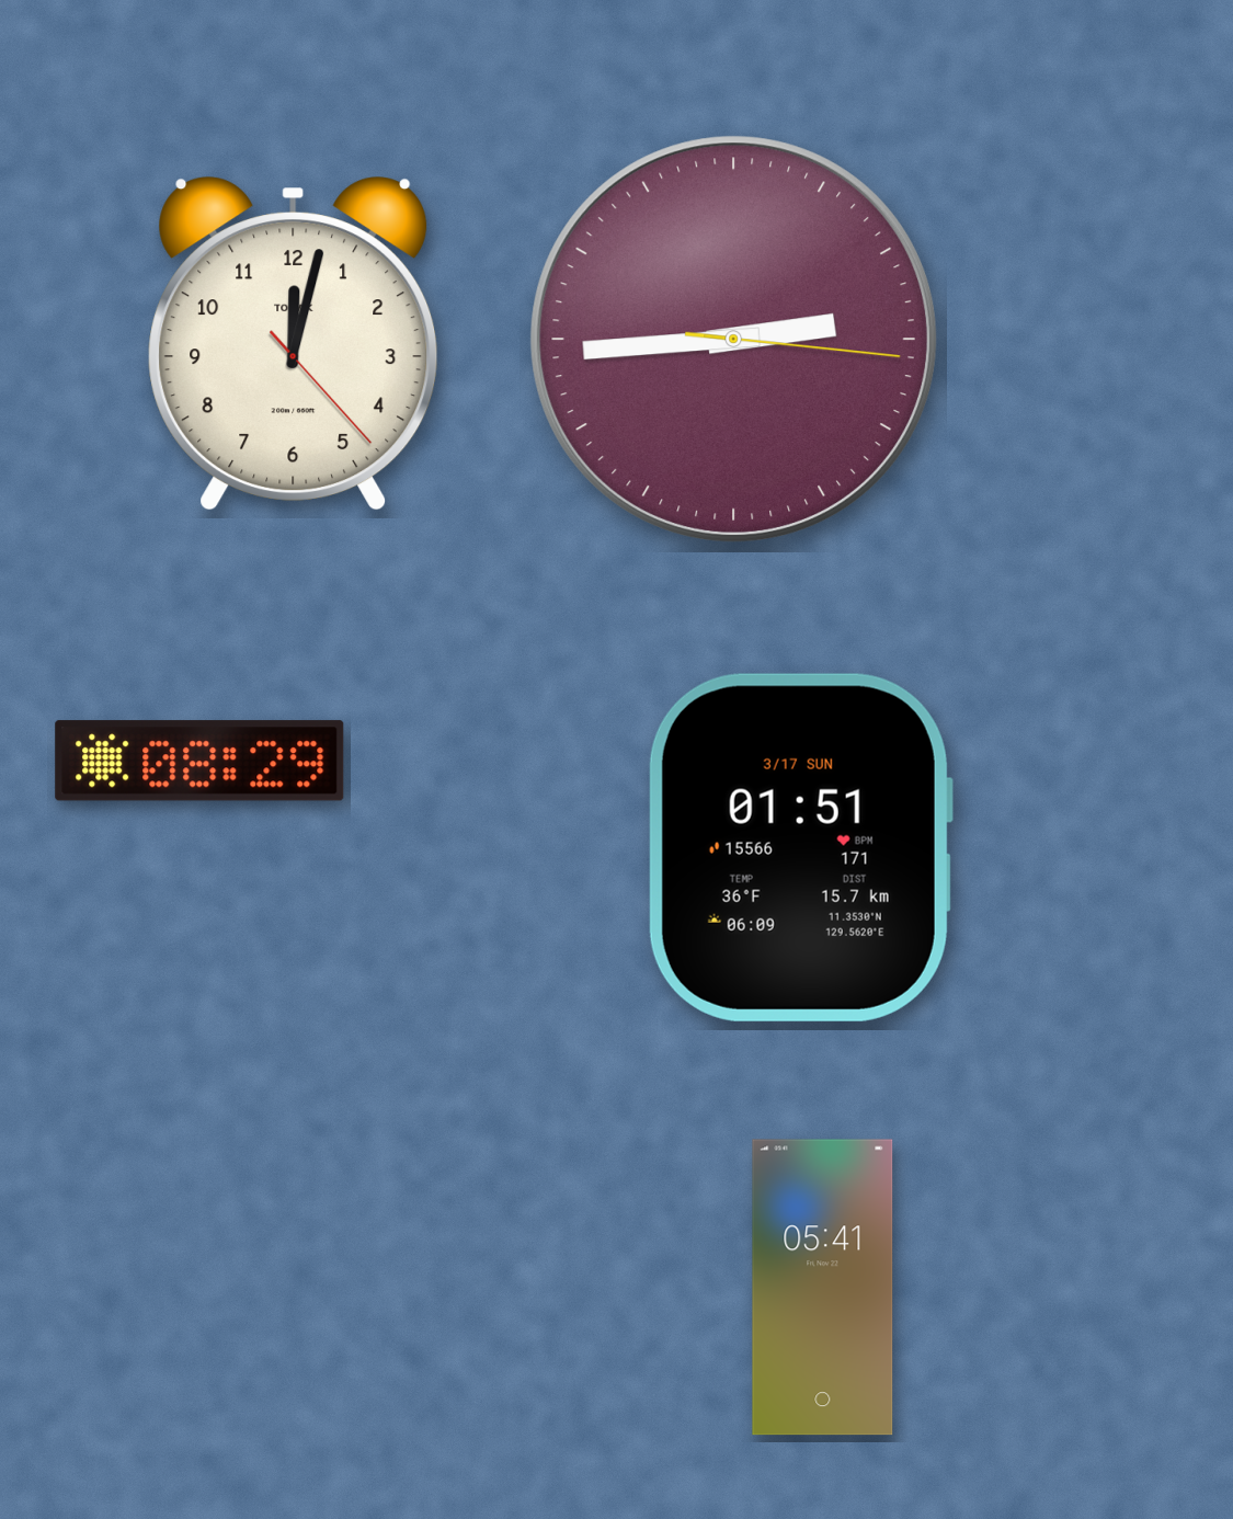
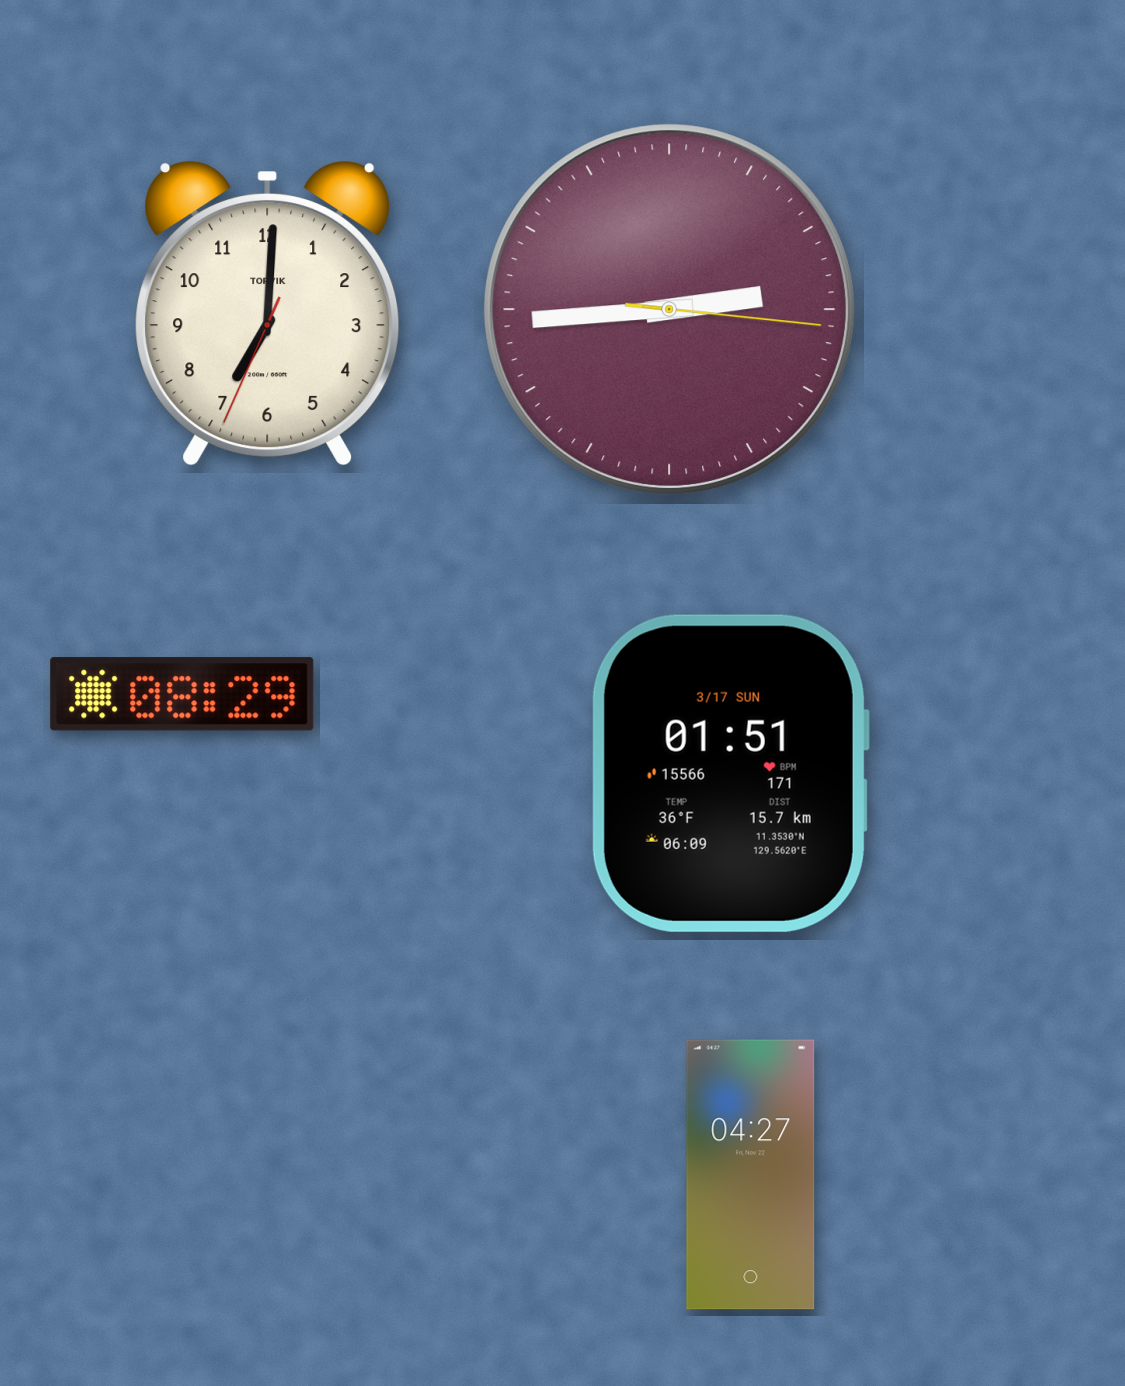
clock at (294, 344): 12:02 -> 7:00
clock at (823, 1288): 05:41 -> 04:27
